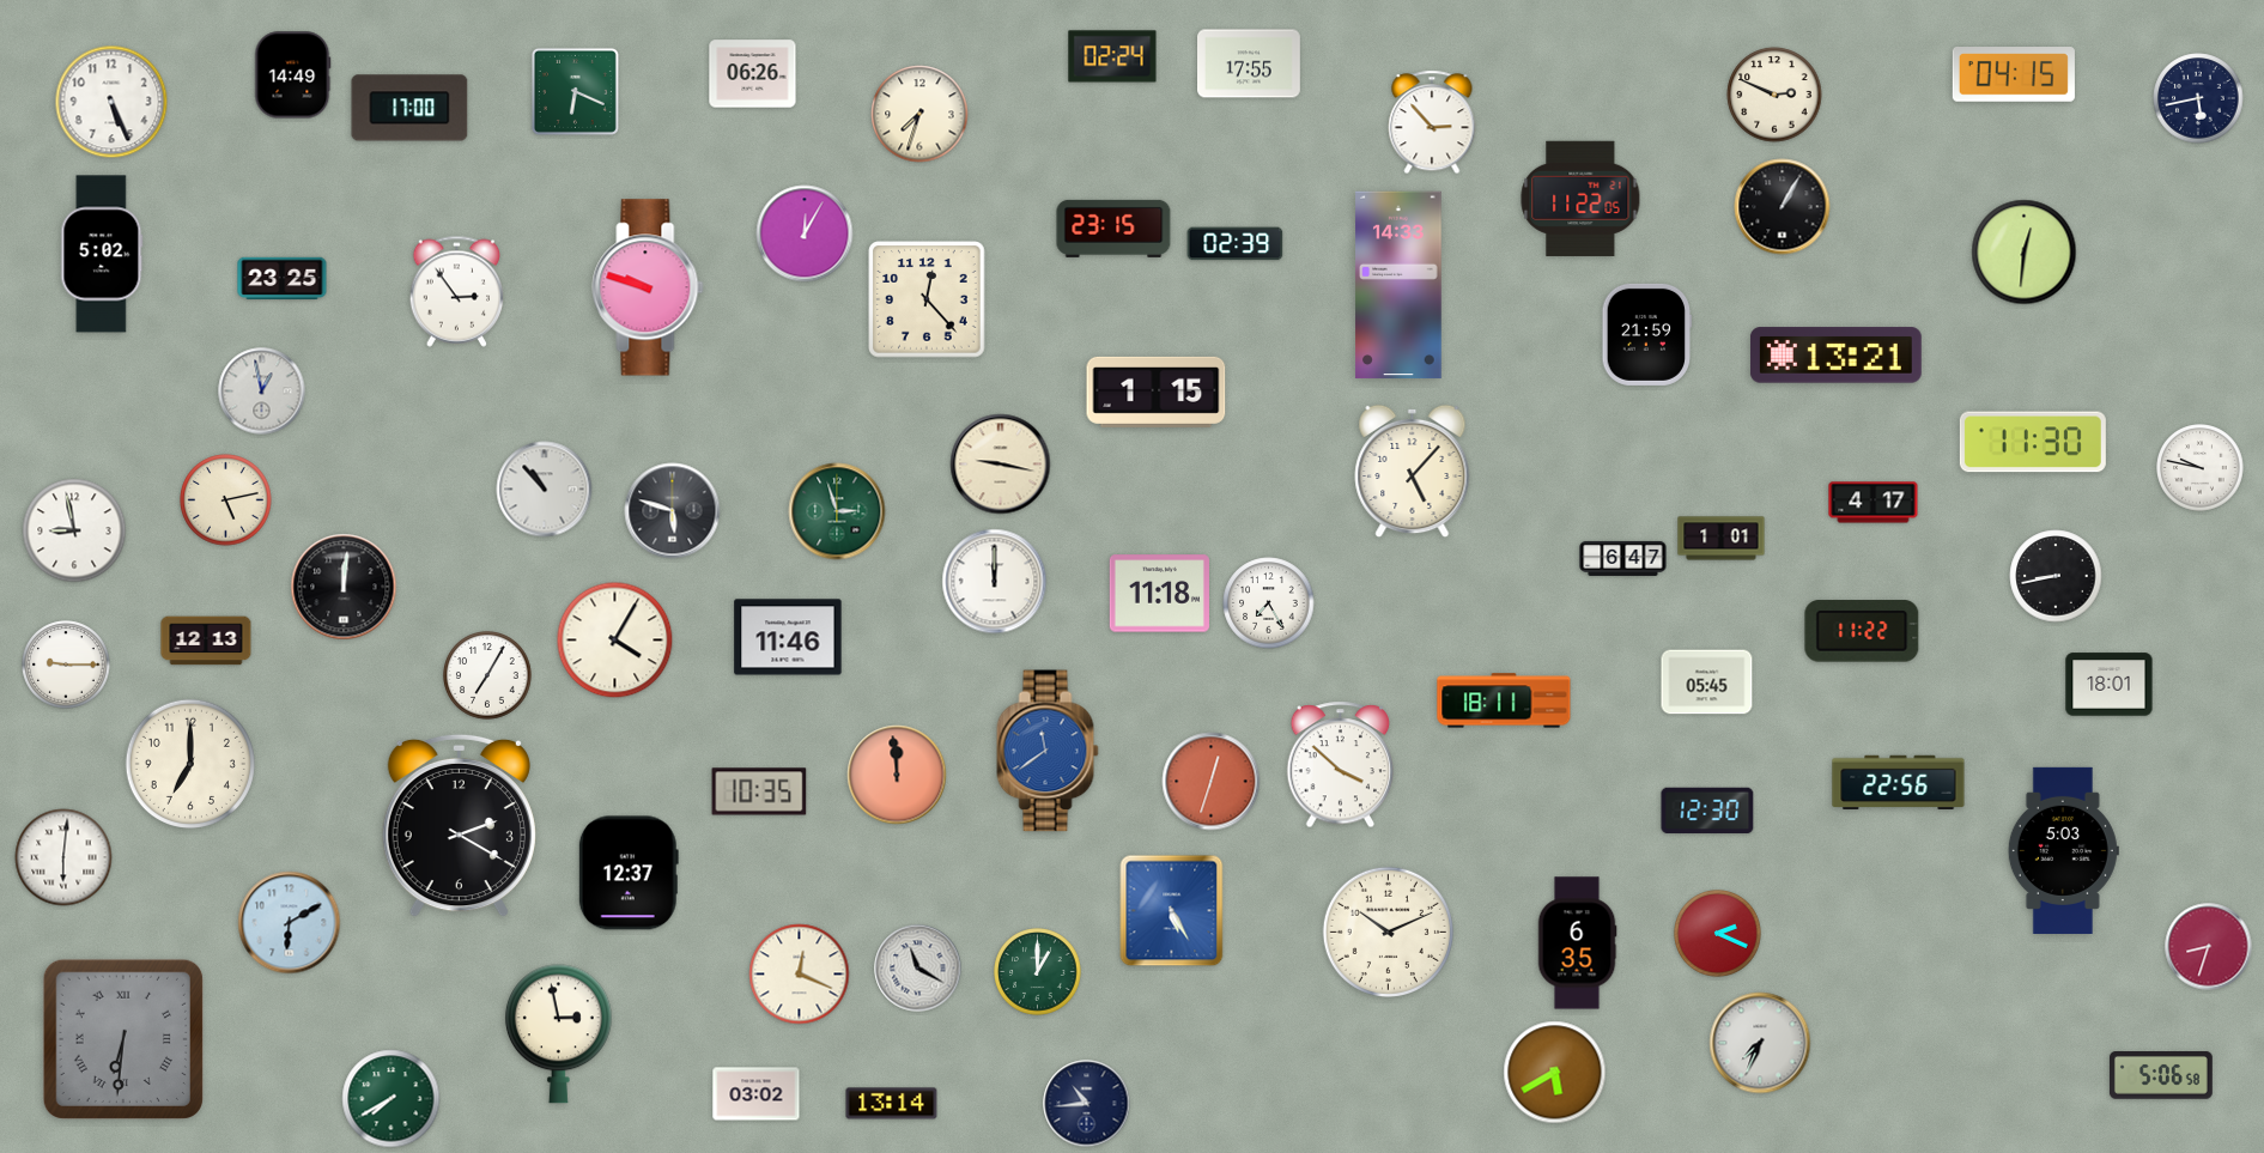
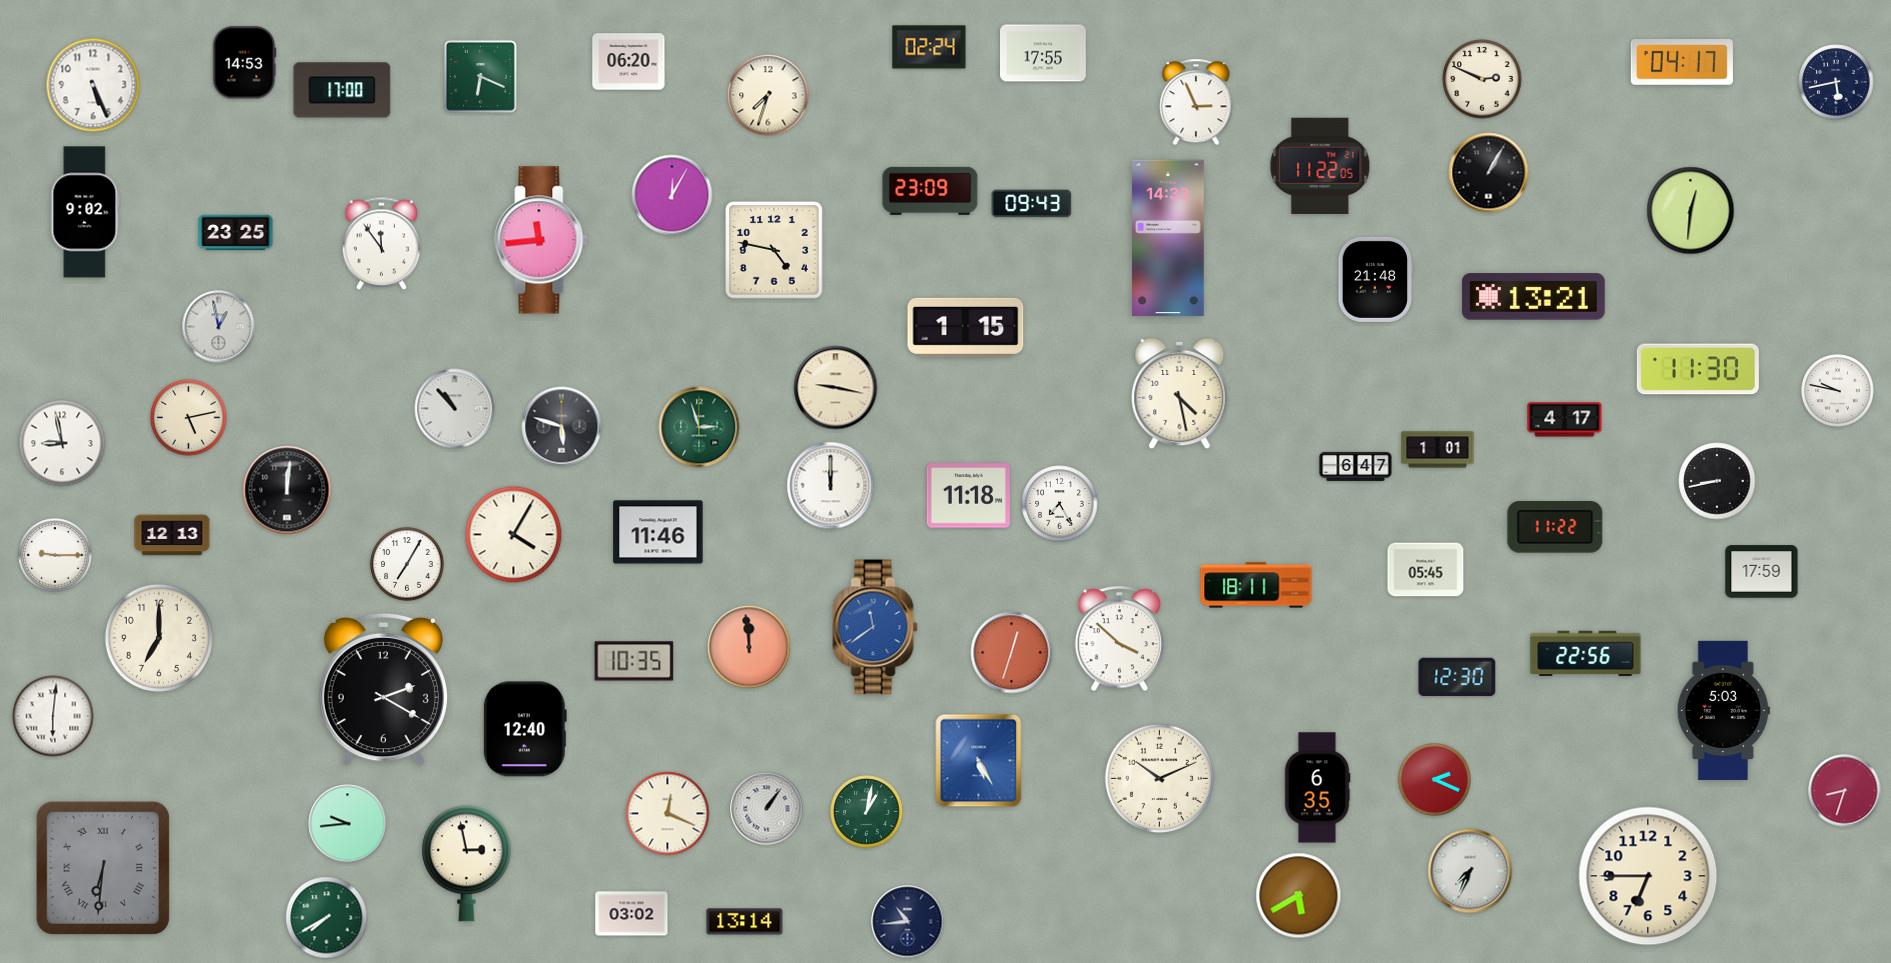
clock at (753, 74): 06:26 -> 06:20
clock at (292, 75): 14:49 -> 14:53
clock at (2014, 75): 04:15 -> 04:17
clock at (1432, 122): 2:53 -> 2:56
clock at (1113, 229): 23:15 -> 23:09
clock at (1236, 244): 02:39 -> 09:43
clock at (102, 254): 5:02 -> 9:02
clock at (648, 287): 9:48 -> 11:44
clock at (457, 291): 2:54 -> 11:54
clock at (927, 299): 12:23 -> 4:47
clock at (1647, 334): 21:59 -> 21:48
clock at (1413, 472): 5:07 -> 4:28
clock at (2110, 685): 18:01 -> 17:59
clock at (1707, 811) position: (1707, 811) -> (1457, 677)
clock at (629, 873): 12:37 -> 12:40
clock at (290, 923): 6:10 -> none
clock at (918, 969): 11:20 -> 1:06
clock at (1038, 972): 1:00 -> 1:02
clock at (348, 824): none -> 9:44
clock at (1648, 876): none -> 6:45
clock at (2161, 1075): 5:06 -> none
